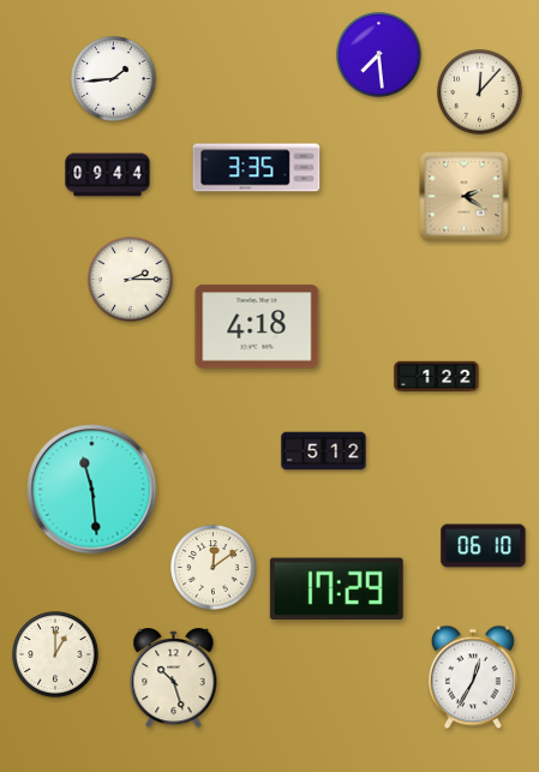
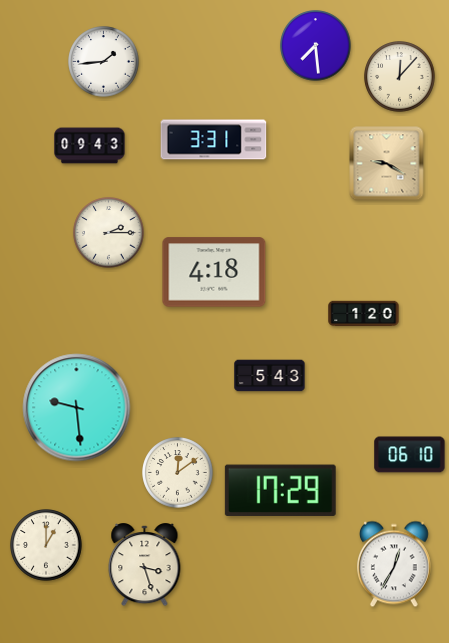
clock at (114, 79) position: (114, 79) -> (104, 62)
clock at (257, 168): 3:35 -> 3:31
clock at (108, 175): 09:44 -> 09:43
clock at (465, 197): 2:20 -> 9:20
clock at (437, 377): 1:22 -> 1:20
clock at (324, 451): 5:12 -> 5:43
clock at (92, 490): 11:29 -> 9:29
clock at (484, 546) position: (484, 546) -> (410, 455)
clock at (174, 680): 10:27 -> 3:27
